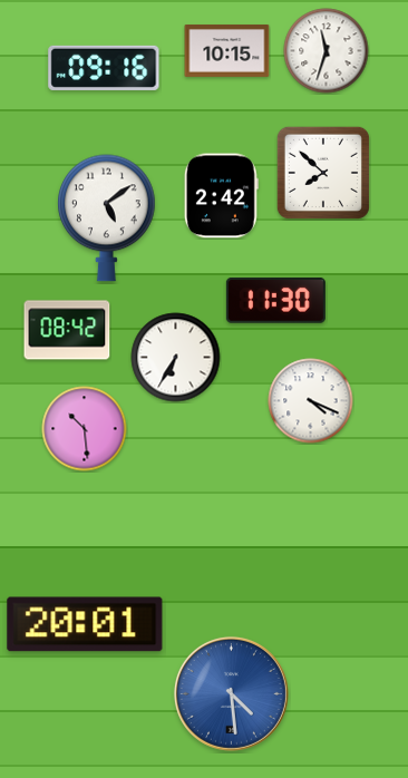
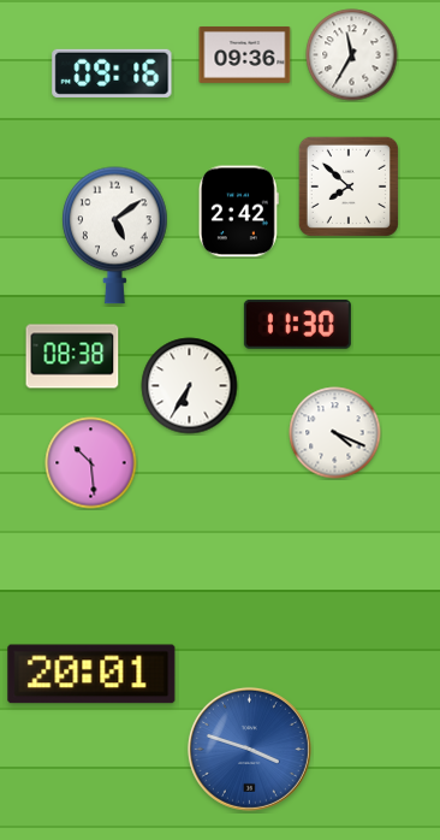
clock at (227, 50): 10:15 -> 09:36
clock at (327, 51): 11:33 -> 11:35
clock at (67, 330): 08:42 -> 08:38
clock at (231, 693): 4:29 -> 3:48
